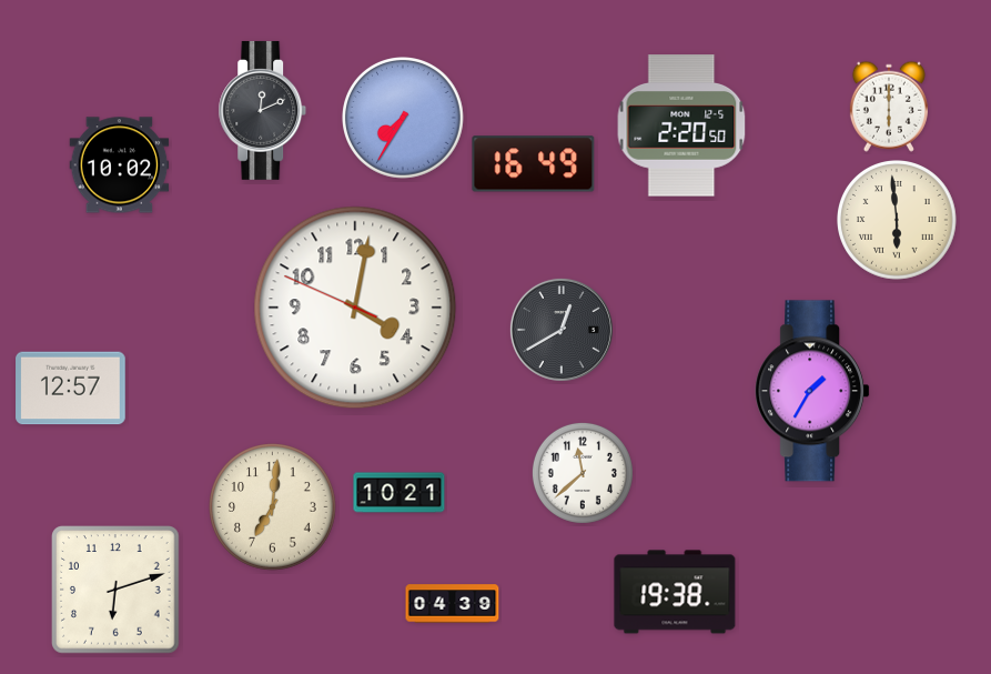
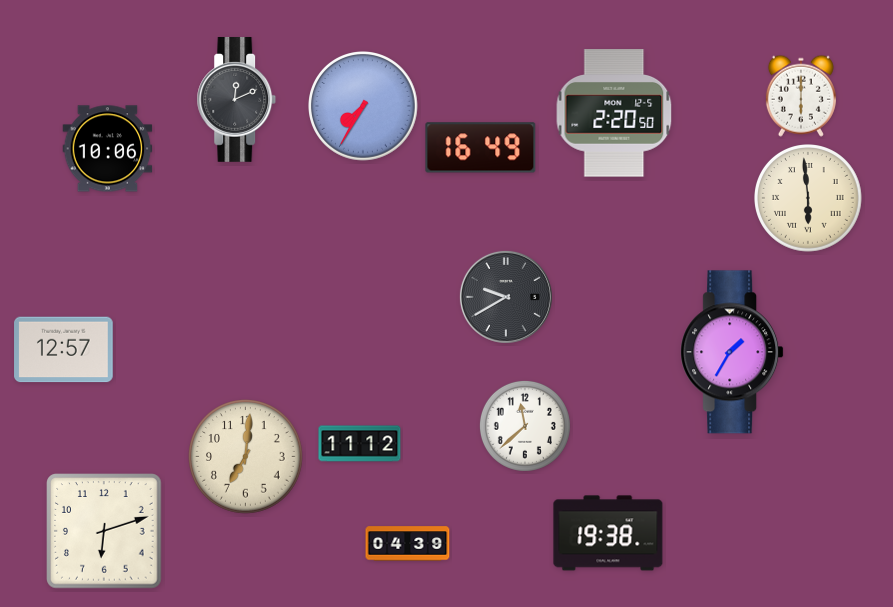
clock at (120, 165): 10:02 -> 10:06
clock at (355, 308): 4:01 -> none
clock at (562, 330): 12:40 -> 9:40
clock at (400, 493): 10:21 -> 11:12
